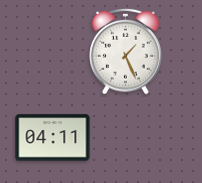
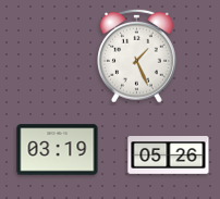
clock at (53, 138): 04:11 -> 03:19
clock at (169, 156): none -> 05:26
